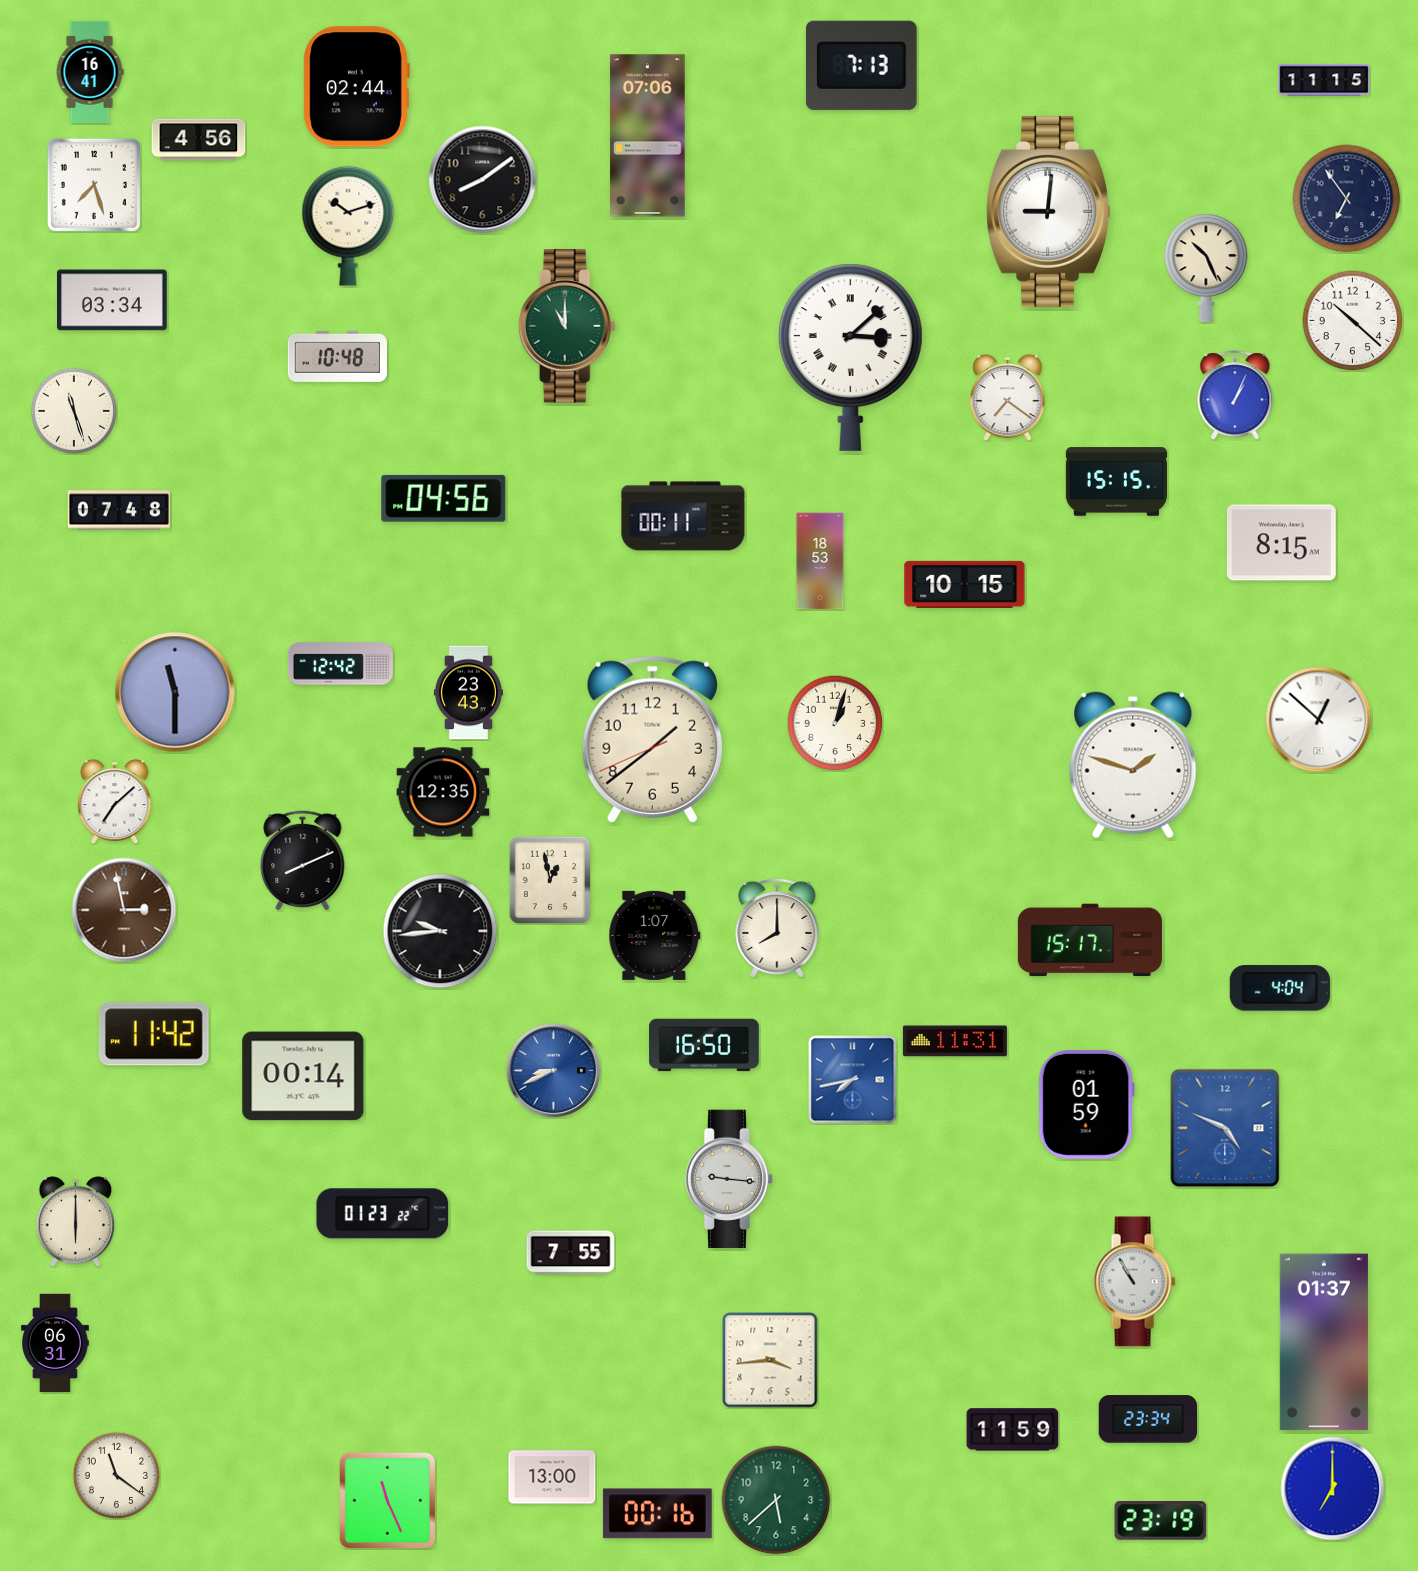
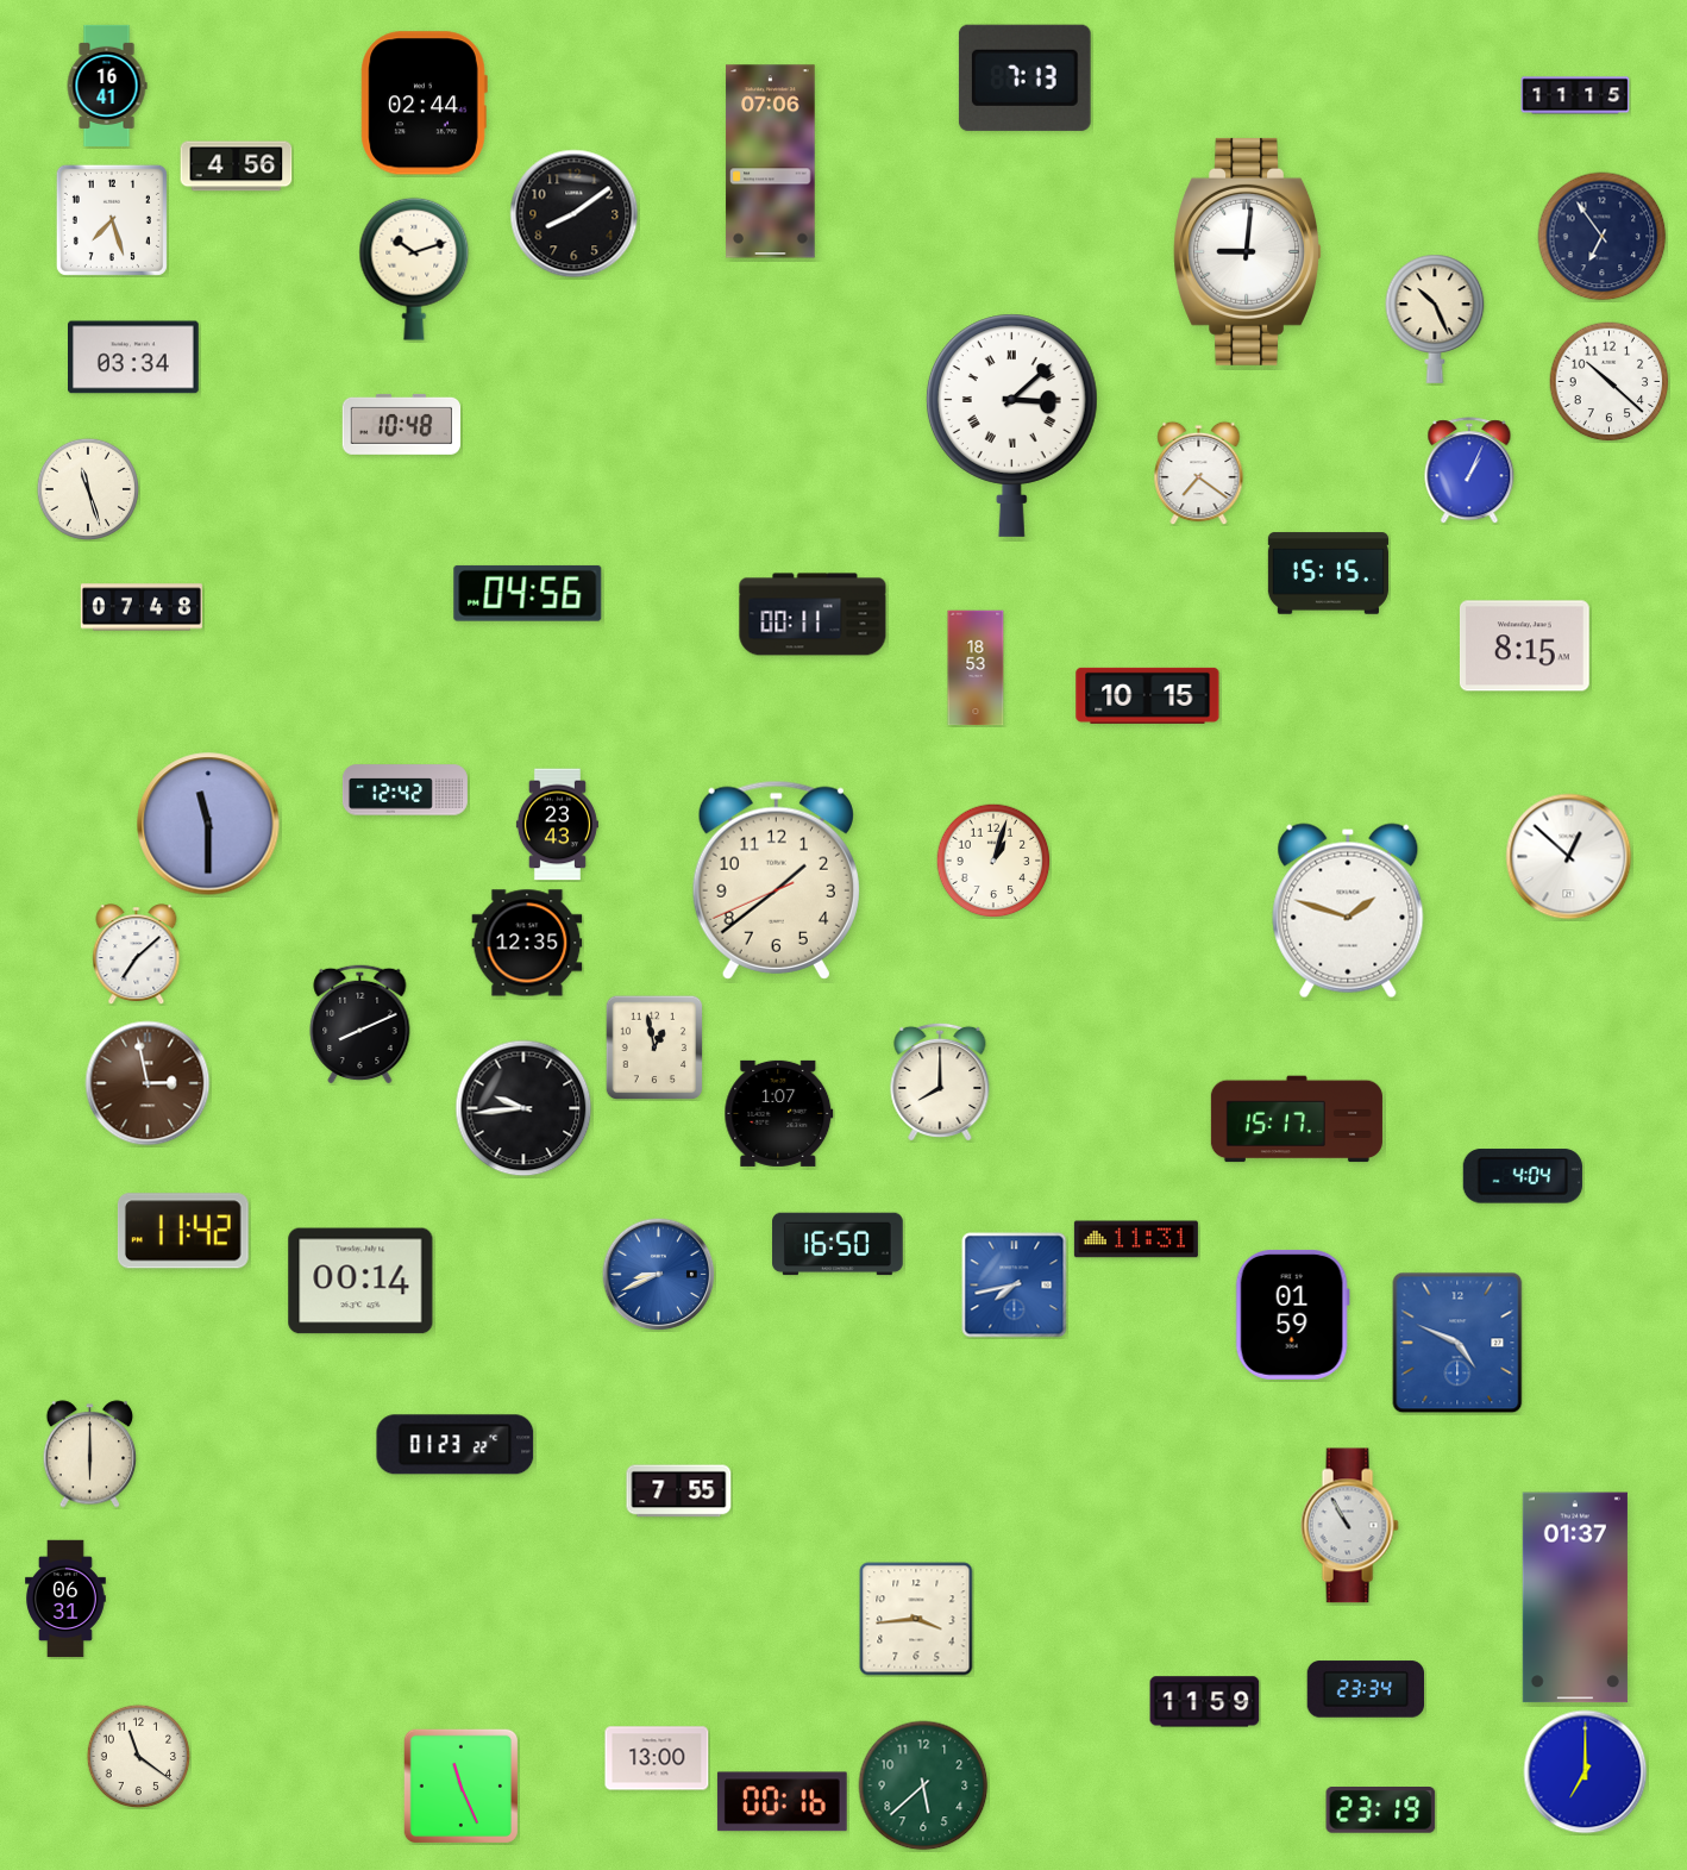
clock at (567, 326): 11:00 -> none
clock at (777, 927) position: (777, 927) -> (940, 1081)
clock at (729, 1179): 9:16 -> none
